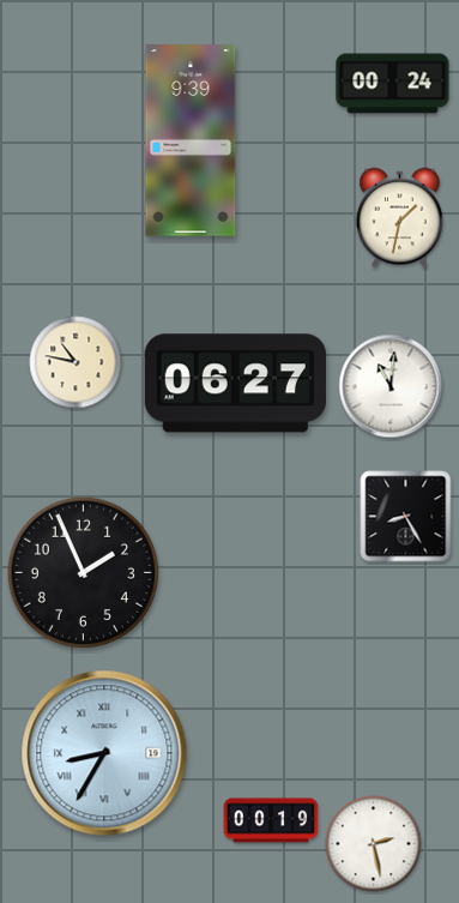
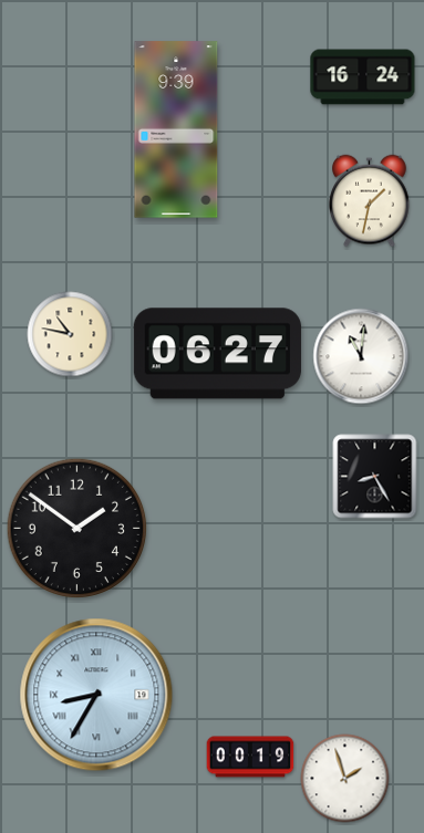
clock at (393, 84): 00:24 -> 16:24
clock at (83, 572): 1:56 -> 1:51
clock at (374, 844): 2:28 -> 1:57
